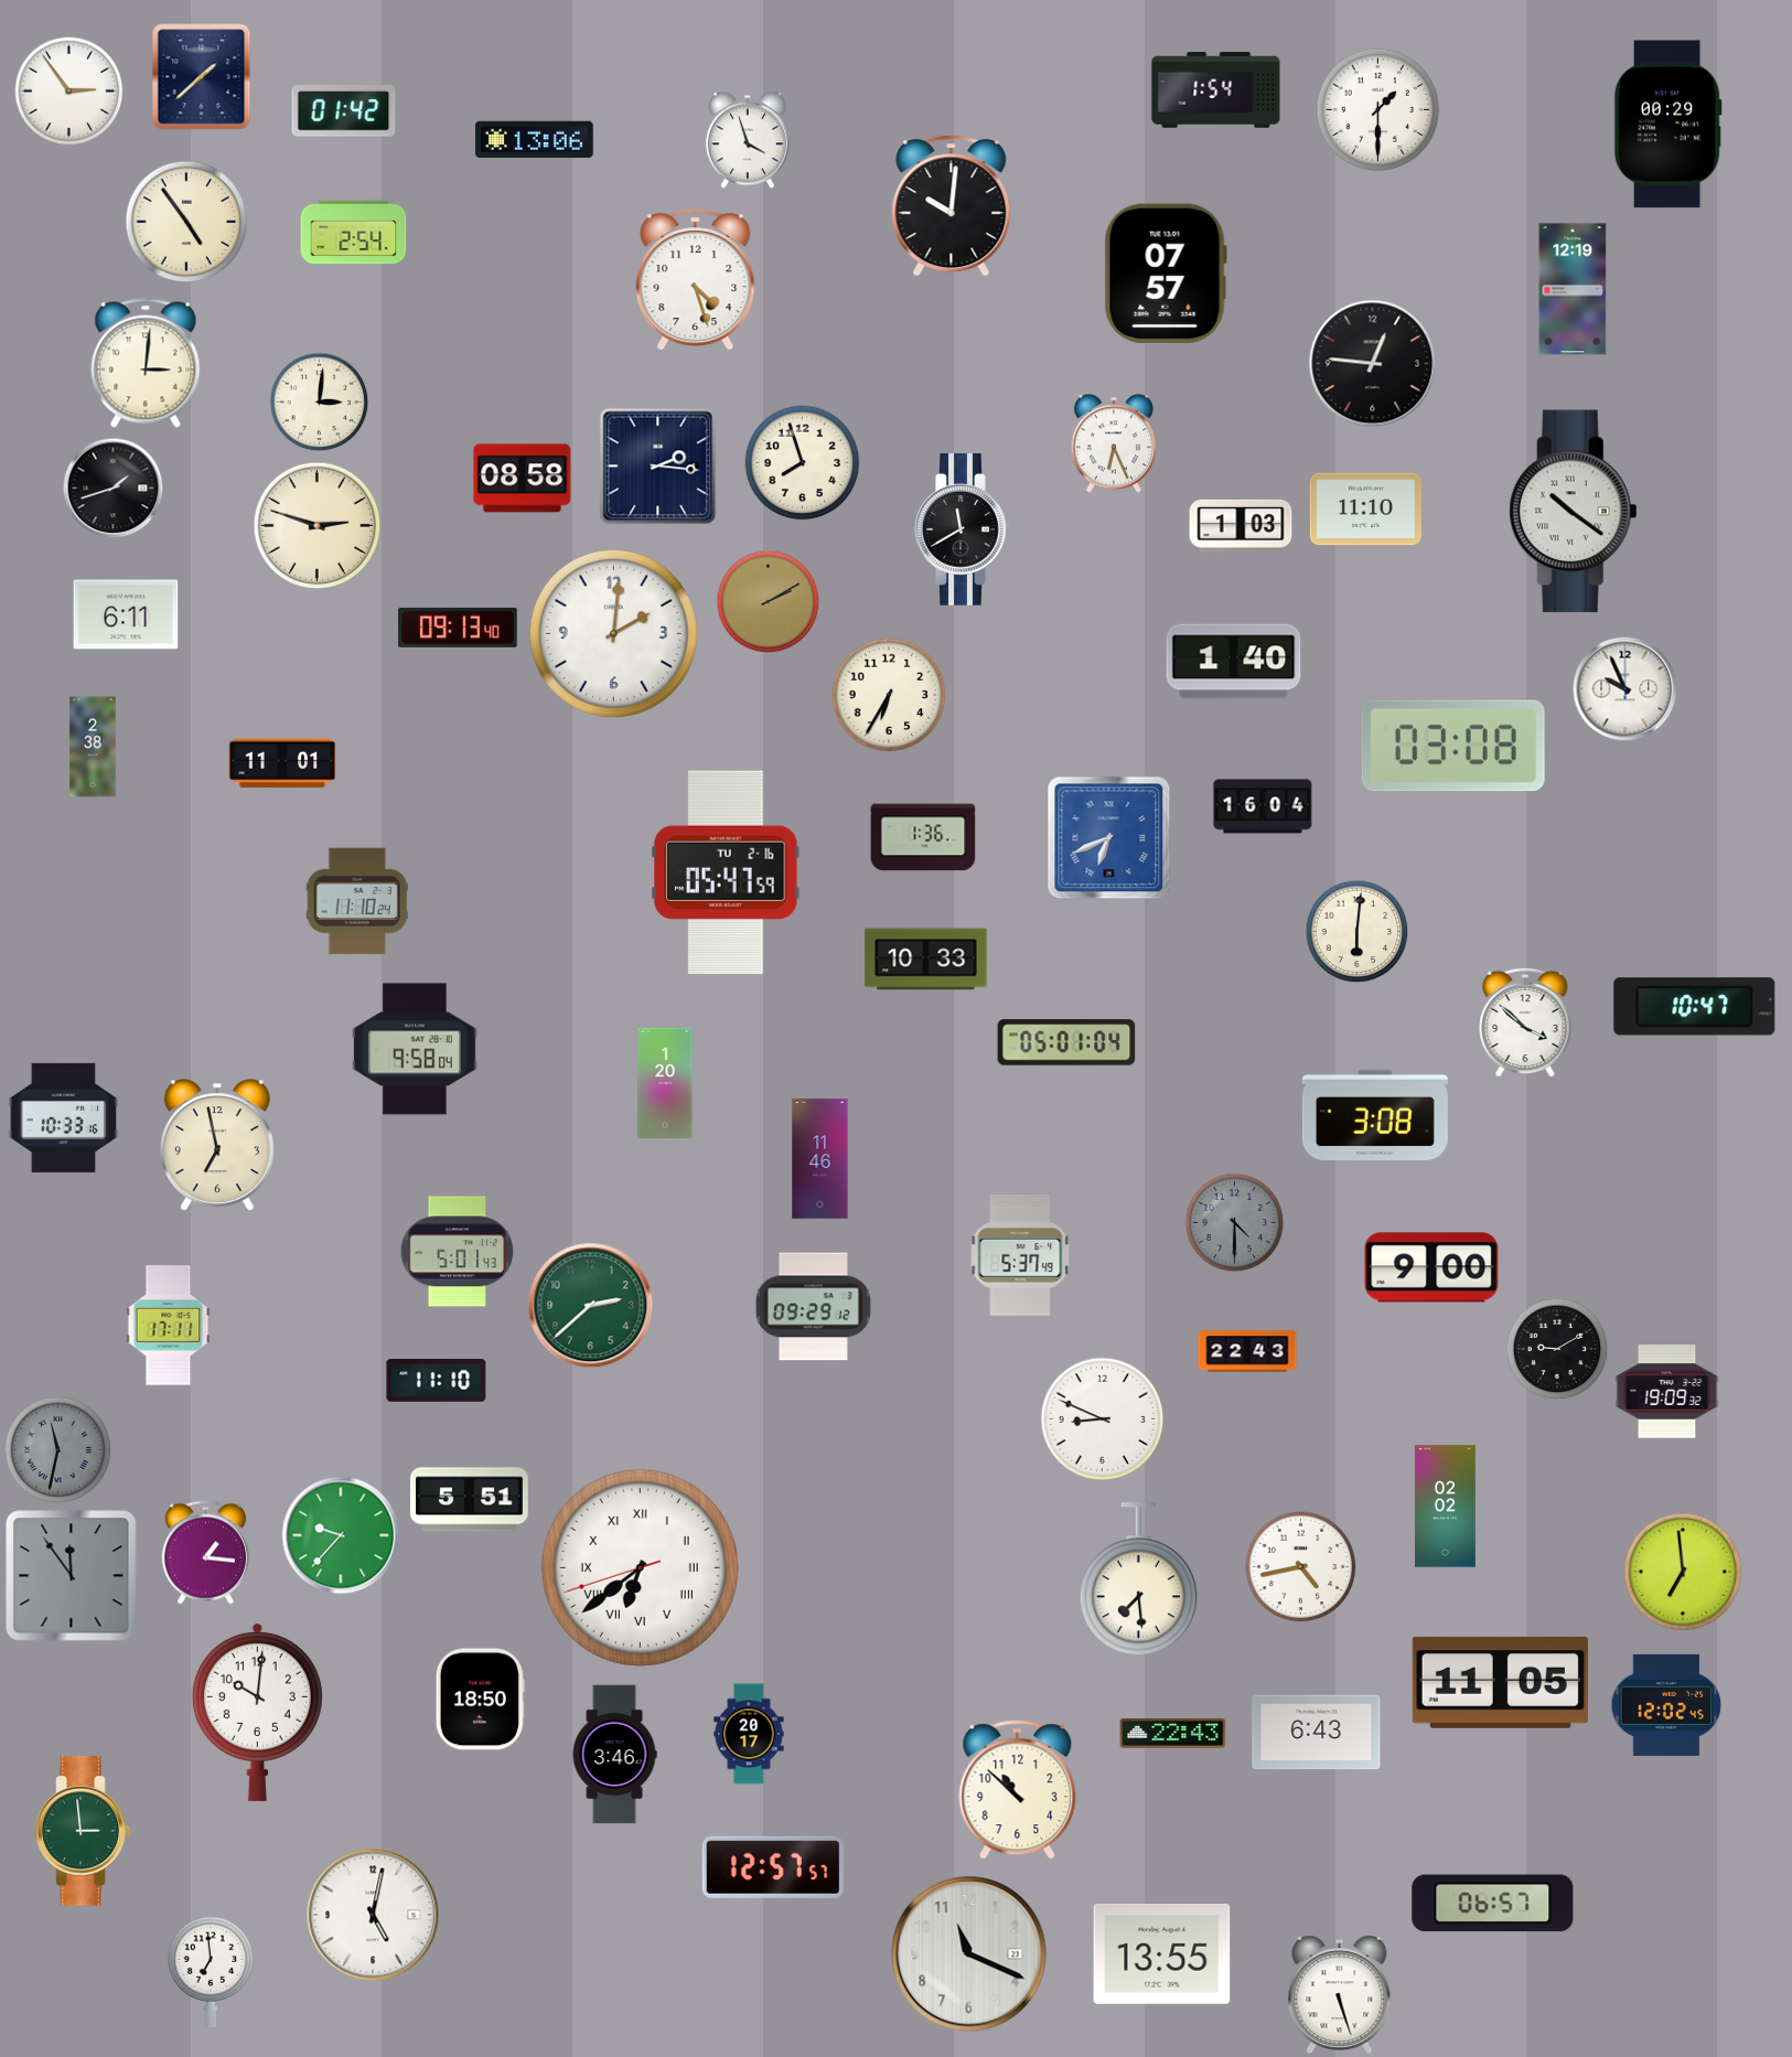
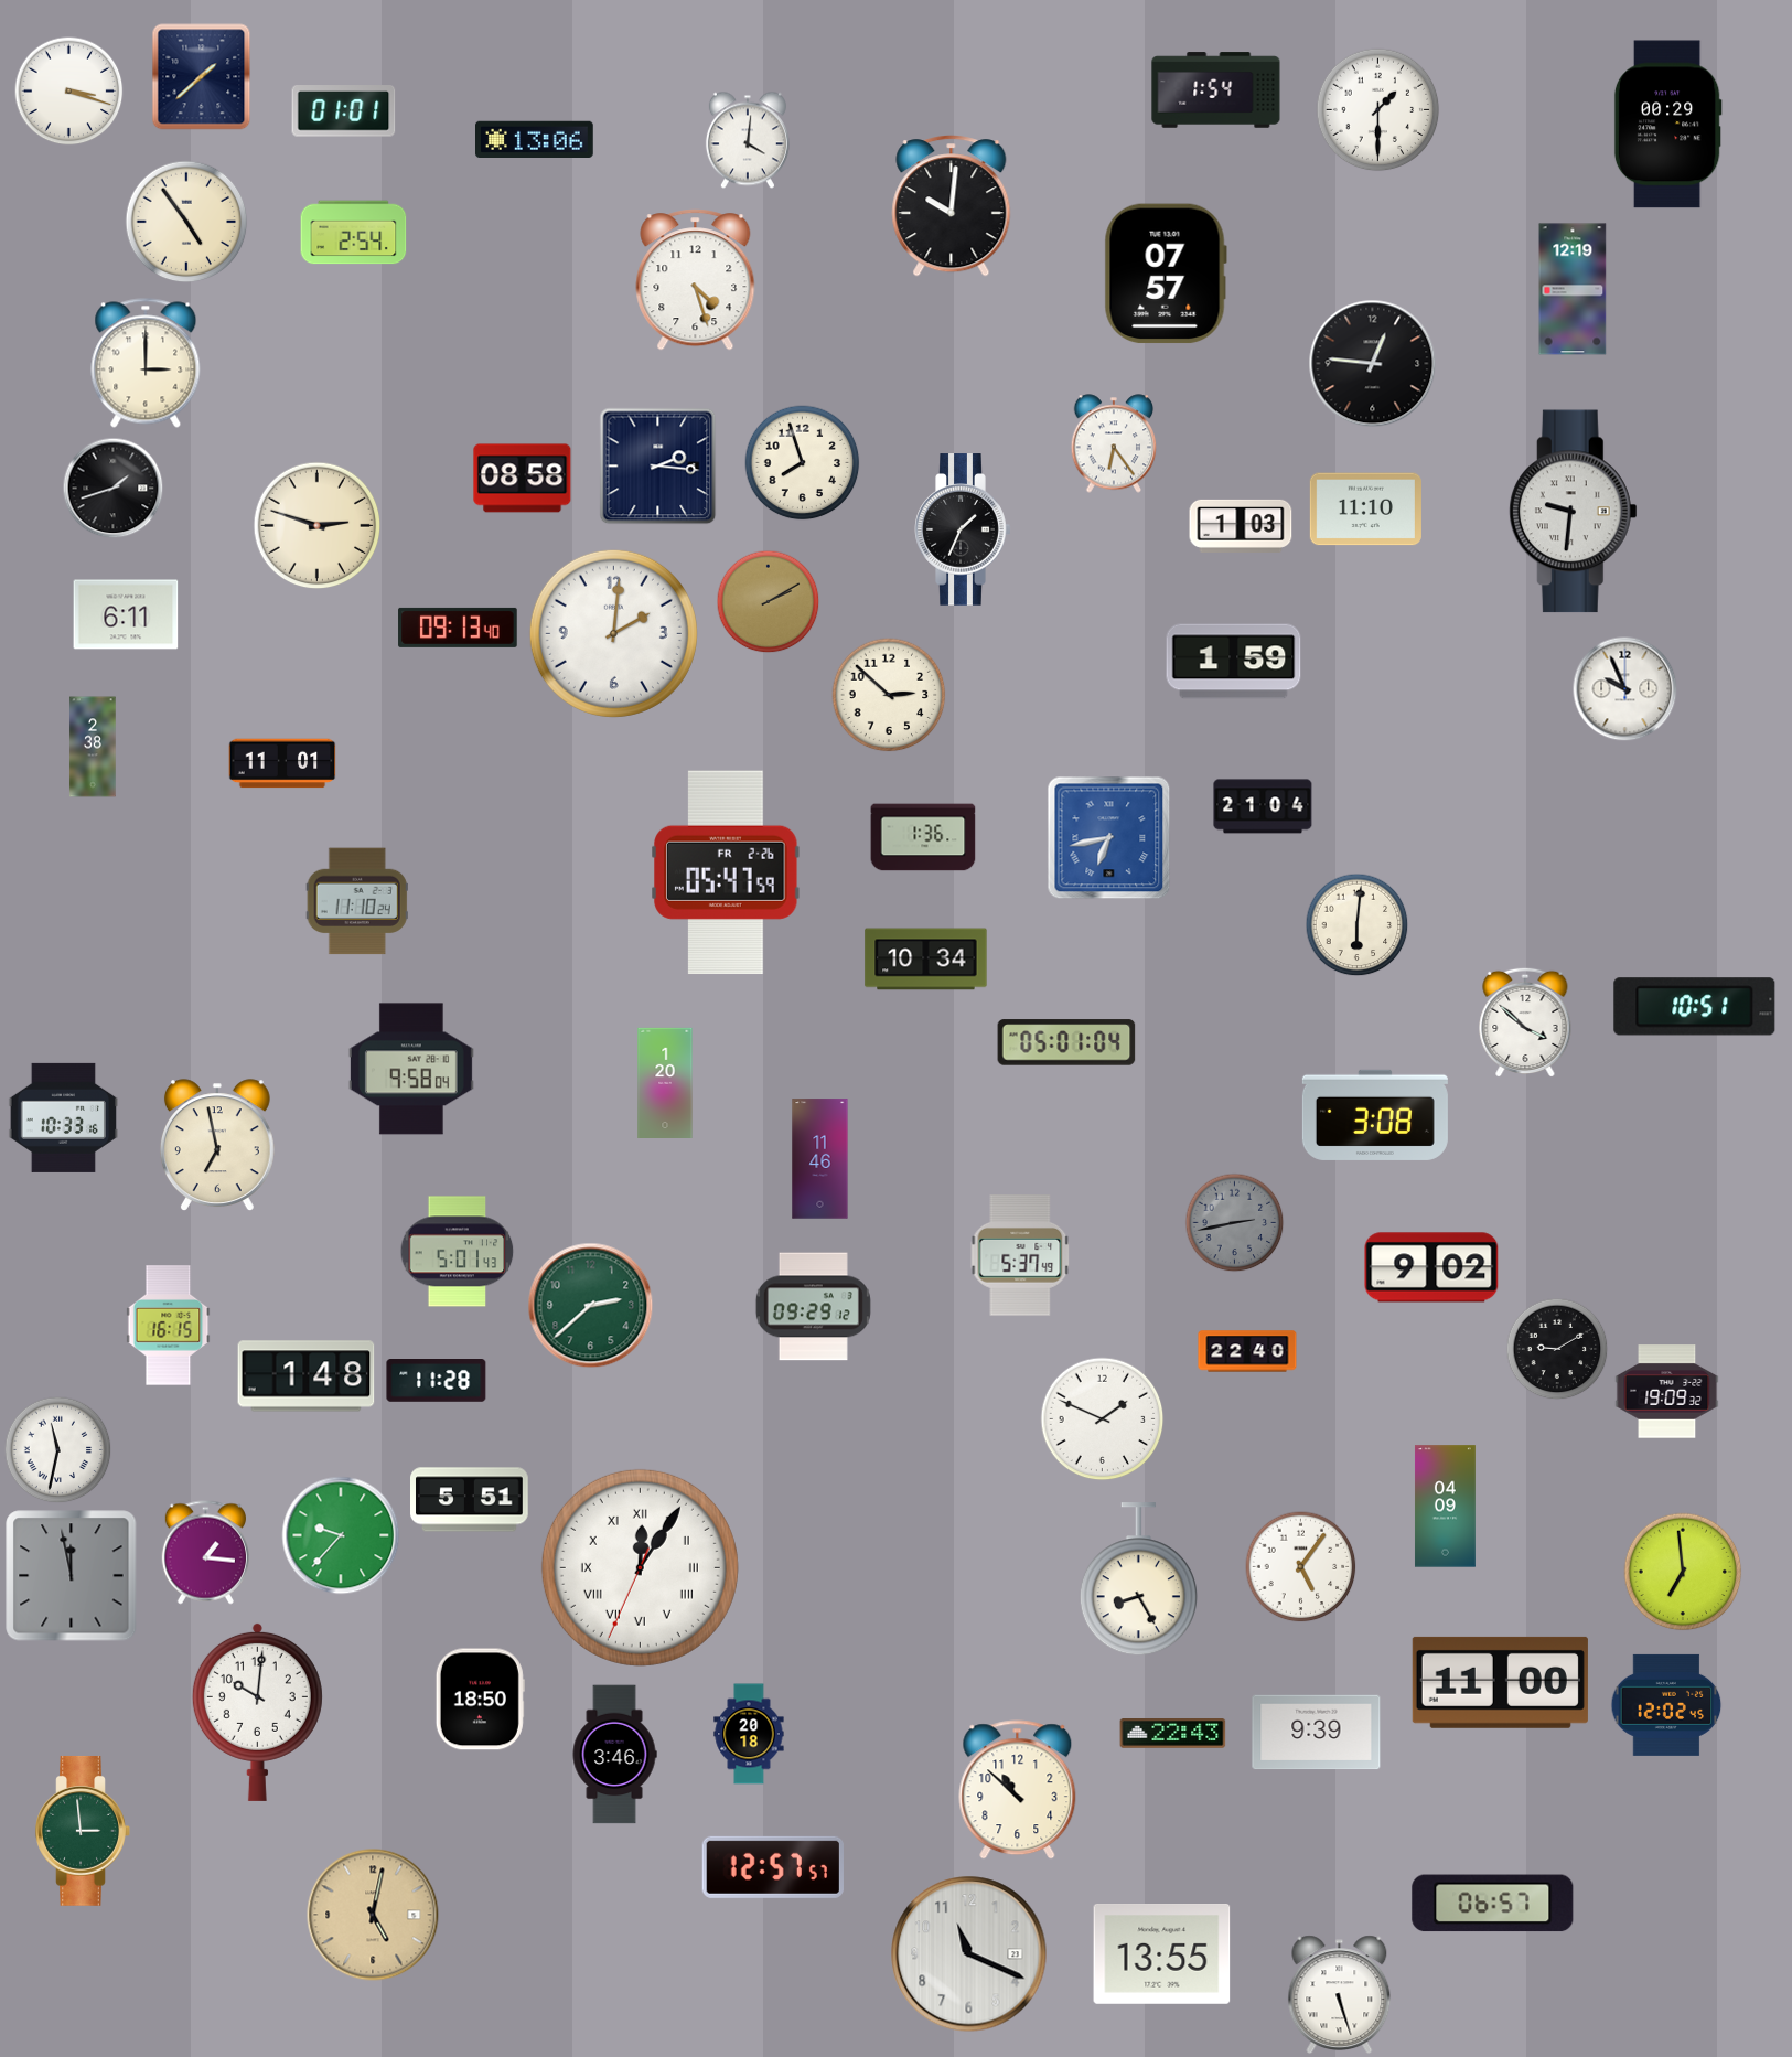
clock at (69, 92): 2:54 -> 3:18
clock at (344, 111): 01:42 -> 01:01
clock at (748, 140): 3:57 -> 4:01
clock at (146, 363): 3:01 -> 3:00
clock at (320, 403): 3:01 -> none
clock at (1114, 443): 6:26 -> 6:24
clock at (1573, 512): 10:21 -> 9:31
clock at (963, 529): 11:40 -> 1:34
clock at (1234, 662): 1:40 -> 1:59
clock at (889, 695): 6:35 -> 2:52
clock at (1453, 746): 03:08 -> none
clock at (1263, 806): 16:04 -> 21:04
clock at (1109, 838): 6:41 -> 6:43
clock at (726, 872) date: TU 2-16 -> FR 2-26
clock at (1358, 932) position: (1358, 932) -> (1358, 925)
clock at (926, 960): 10:33 -> 10:34
clock at (1695, 1007): 10:47 -> 10:51
clock at (415, 1049) position: (415, 1049) -> (411, 1069)
clock at (1235, 1223): 4:30 -> 2:43
clock at (1431, 1267): 9:00 -> 9:02
clock at (169, 1326): 17:11 -> 16:15
clock at (1247, 1351): 22:43 -> 22:40
clock at (307, 1376): none -> 1:48
clock at (437, 1381): 11:10 -> 11:28
clock at (1103, 1419): 8:49 -> 1:49
clock at (58, 1450) dial: grey -> white
clock at (1445, 1507): 02:02 -> 04:09
clock at (640, 1567): 6:38 -> 12:05
clock at (1301, 1567): 4:43 -> 5:06
clock at (72, 1576): 11:54 -> 11:58
clock at (1138, 1579): 7:29 -> 8:25
clock at (1500, 1682): 11:05 -> 11:00
clock at (1317, 1733): 6:43 -> 9:39
clock at (749, 1734): 20:17 -> 20:18
clock at (373, 1915) dial: white -> champagne
clock at (211, 1971): 6:59 -> none
